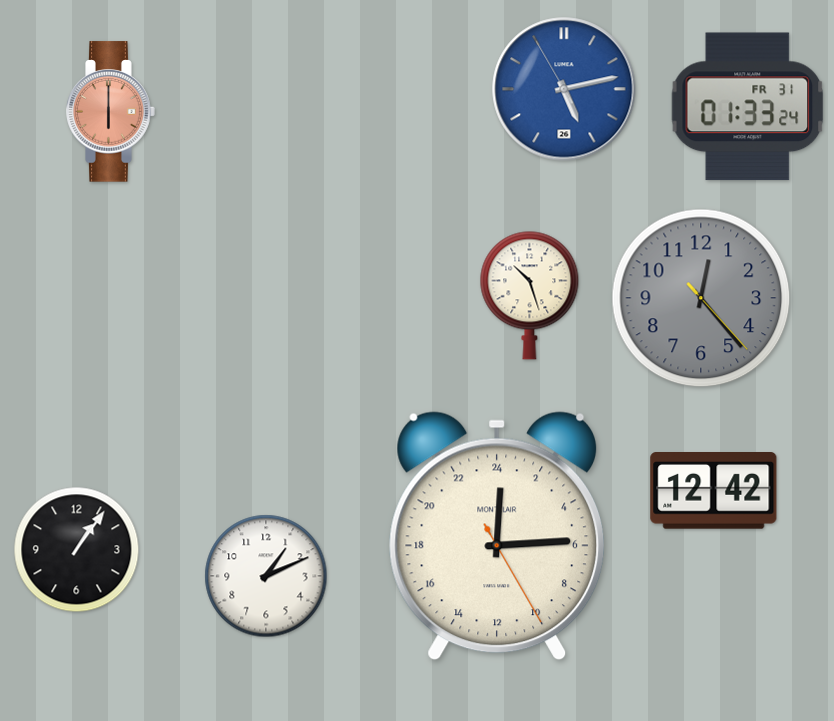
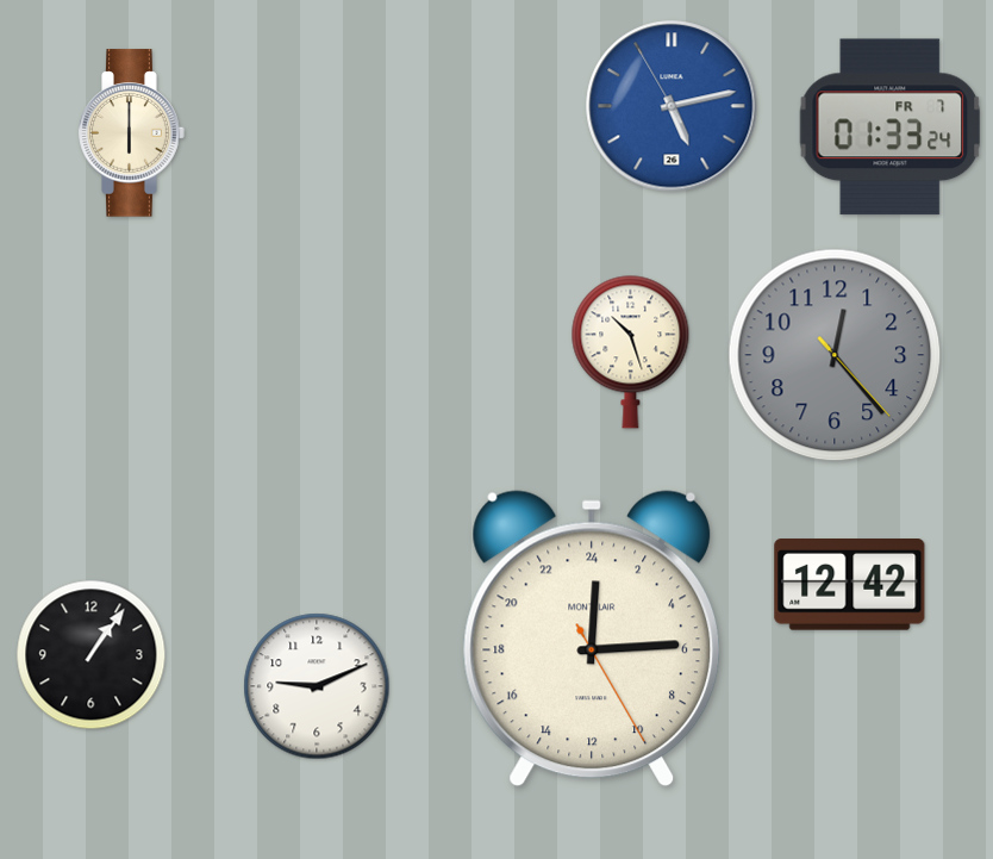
clock at (748, 107) date: FR 31 -> FR 7
clock at (111, 112) dial: salmon -> cream
clock at (266, 576): 1:11 -> 9:11
